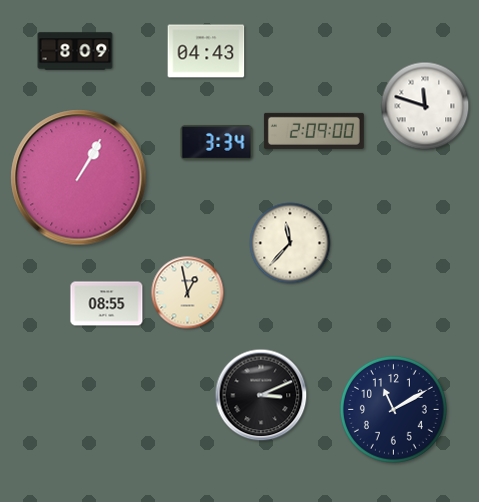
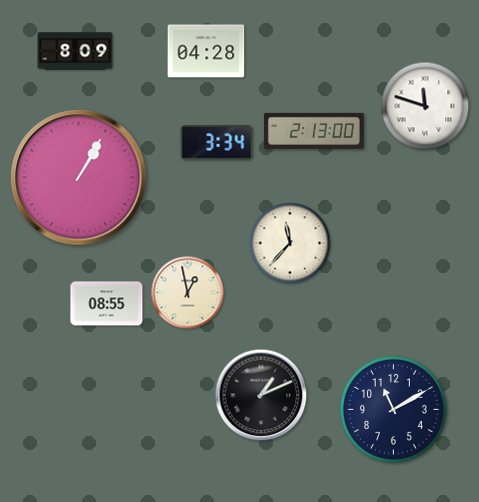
clock at (206, 51): 04:43 -> 04:28
clock at (314, 131): 2:09 -> 2:13
clock at (261, 395): 3:11 -> 1:11
